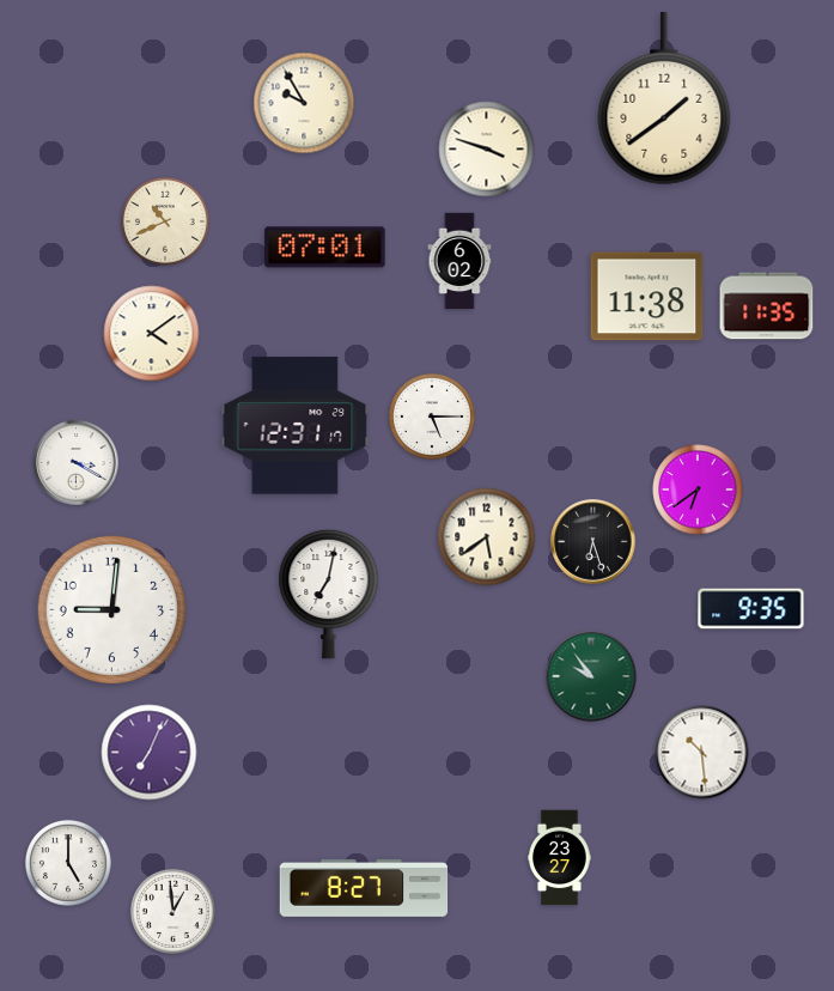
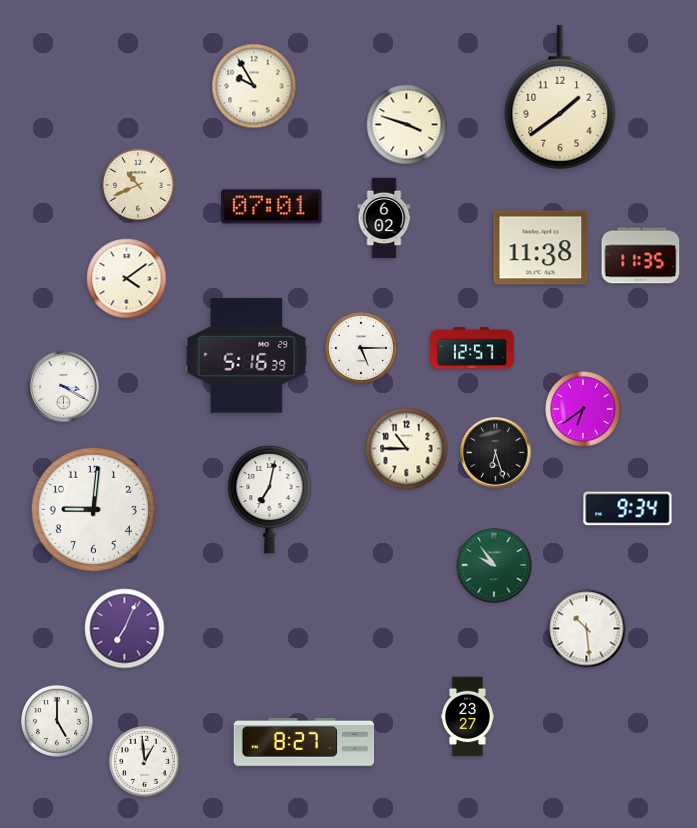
clock at (664, 98) position: (664, 98) -> (560, 97)
clock at (472, 348): none -> 12:57
clock at (296, 426): 12:31 -> 5:16
clock at (487, 537): 5:39 -> 10:45
clock at (329, 594) position: (329, 594) -> (270, 499)
clock at (751, 609): 9:35 -> 9:34
